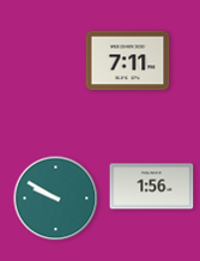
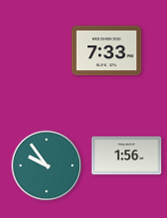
clock at (128, 61): 7:11 -> 7:33
clock at (56, 199): 9:50 -> 9:54
